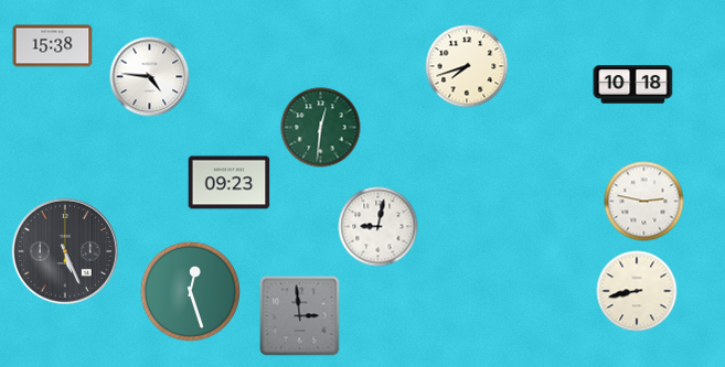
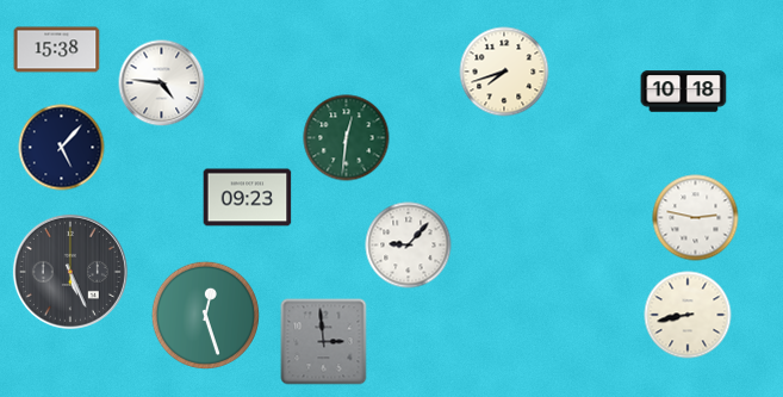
clock at (62, 148): none -> 5:07
clock at (379, 227): 9:02 -> 9:07
